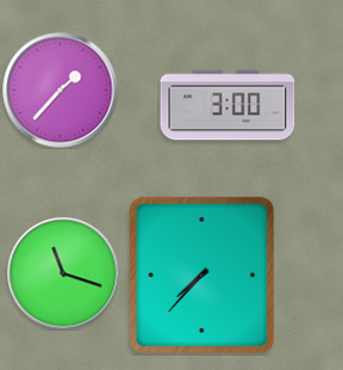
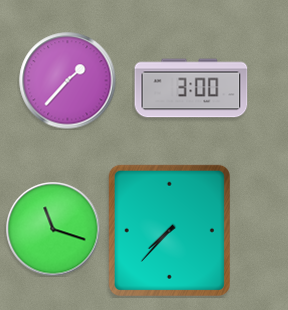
clock at (61, 91) position: (61, 91) -> (68, 81)
